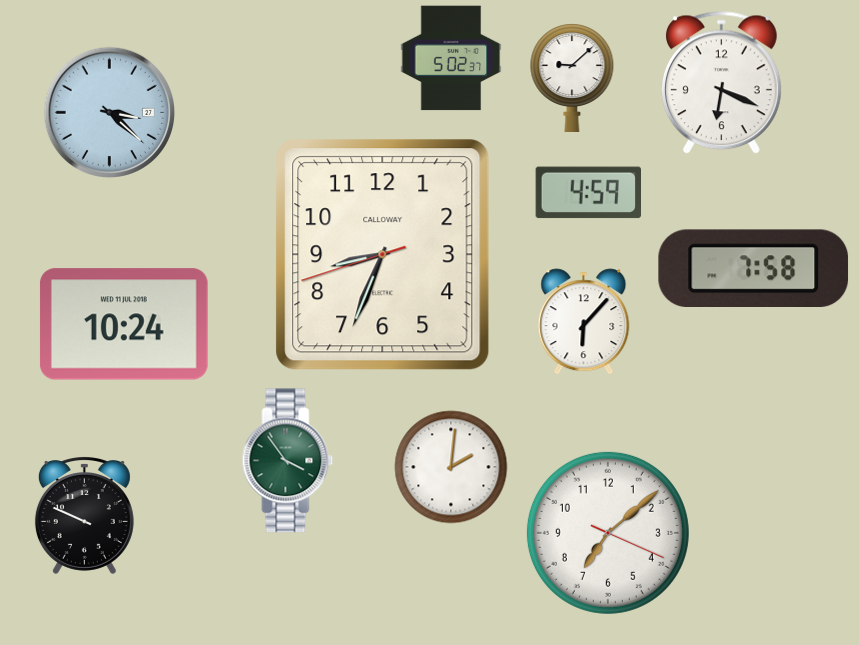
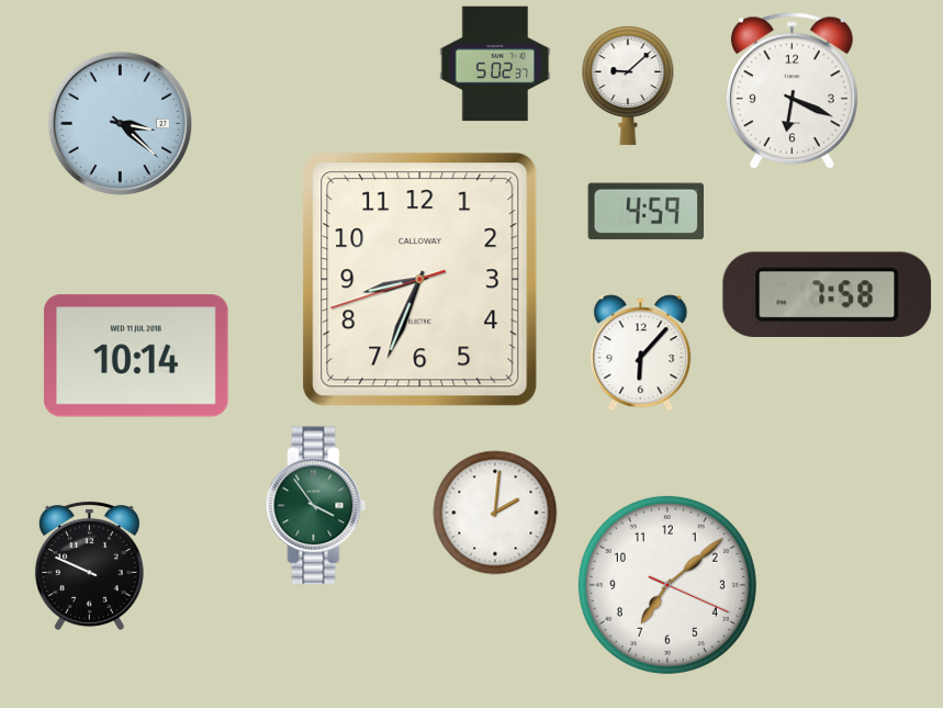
clock at (124, 324): 10:24 -> 10:14
clock at (84, 516) position: (84, 516) -> (89, 566)
